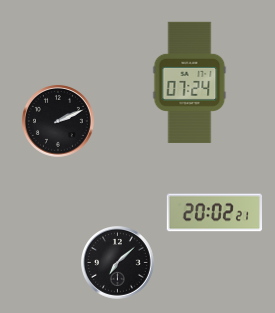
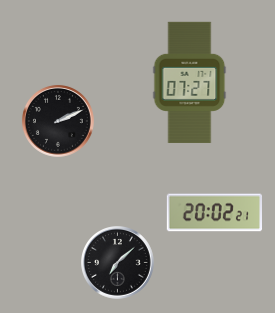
clock at (190, 82): 07:24 -> 07:27
